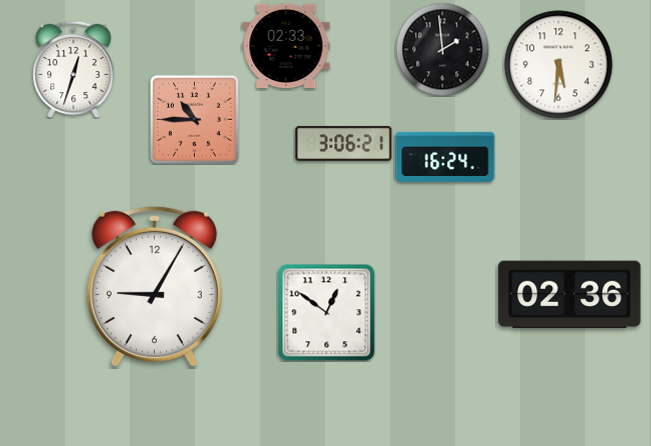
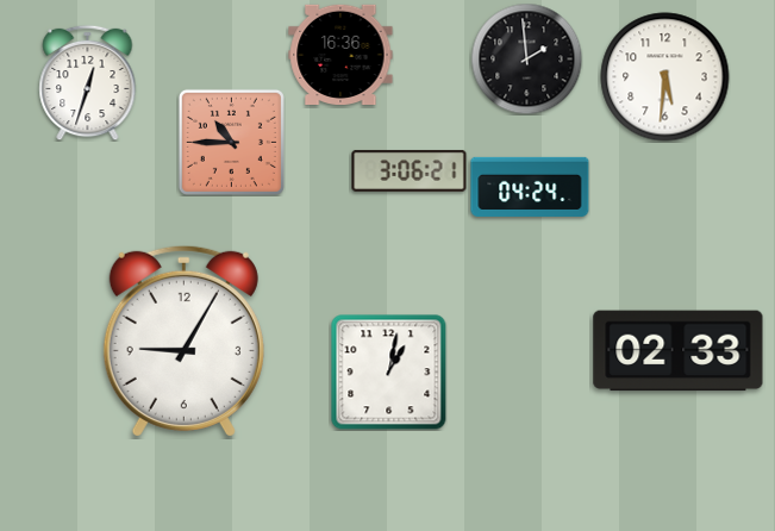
clock at (286, 45): 02:33 -> 16:36
clock at (445, 157): 16:24 -> 04:24
clock at (570, 295): 02:36 -> 02:33
clock at (327, 313): 12:51 -> 1:02
